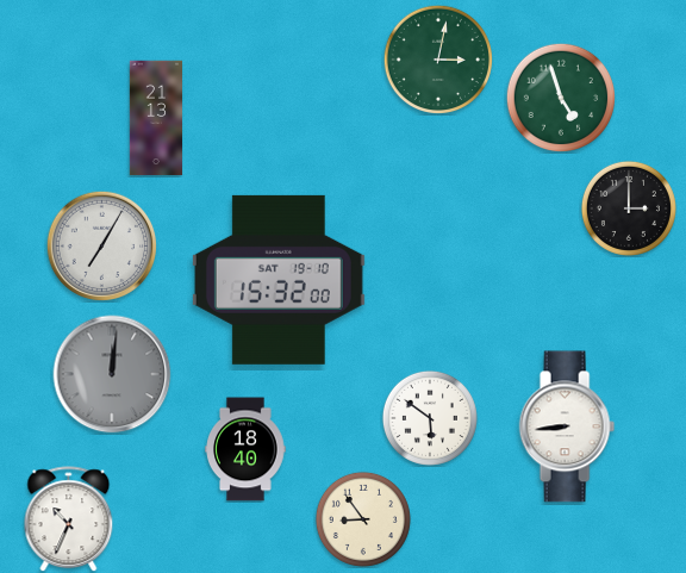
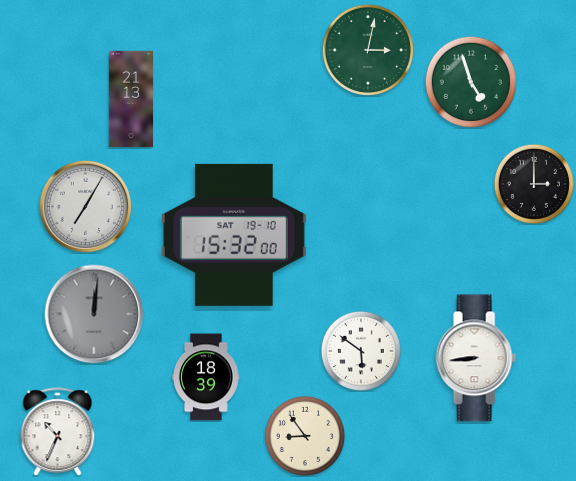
clock at (629, 208) position: (629, 208) -> (534, 184)
clock at (245, 449): 18:40 -> 18:39
clock at (69, 519) position: (69, 519) -> (58, 432)
